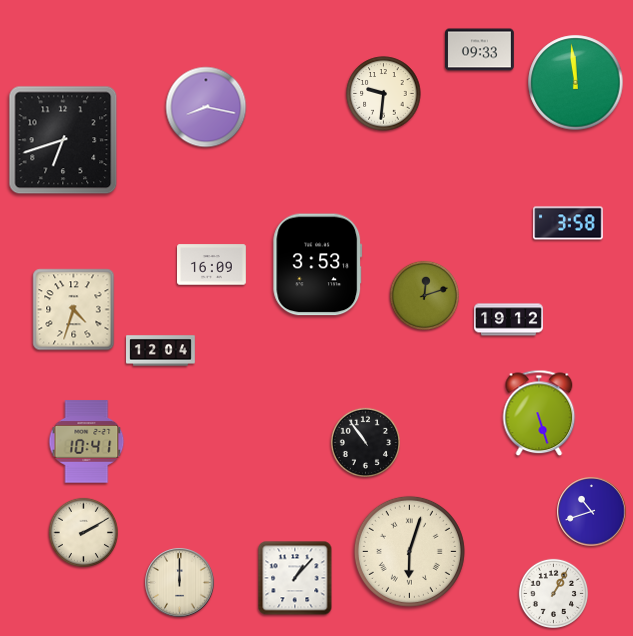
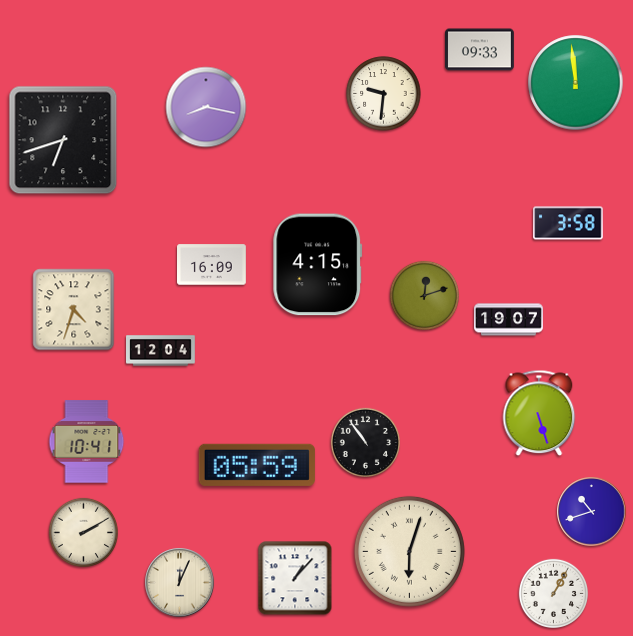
clock at (318, 265): 3:53 -> 4:15
clock at (509, 320): 19:12 -> 19:07
clock at (257, 465): none -> 05:59
clock at (180, 583): 12:00 -> 12:04
